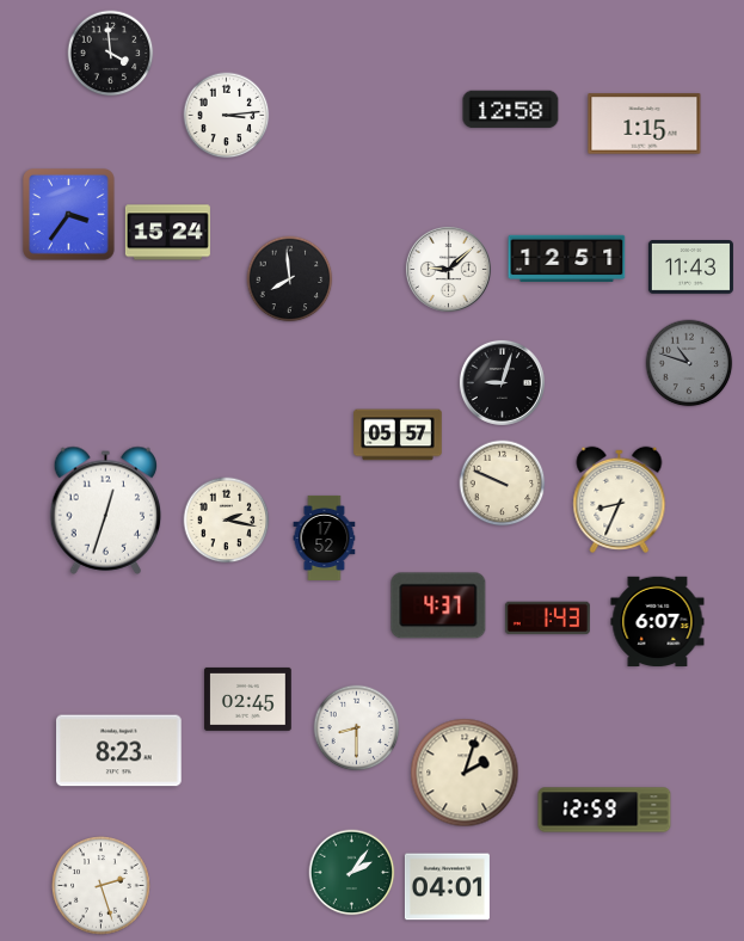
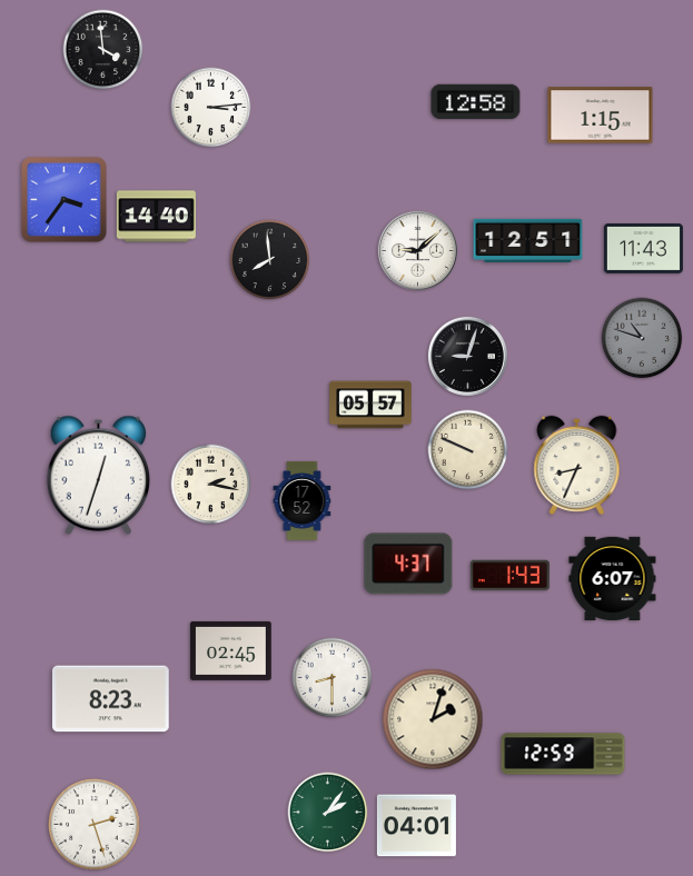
clock at (167, 233): 15:24 -> 14:40
